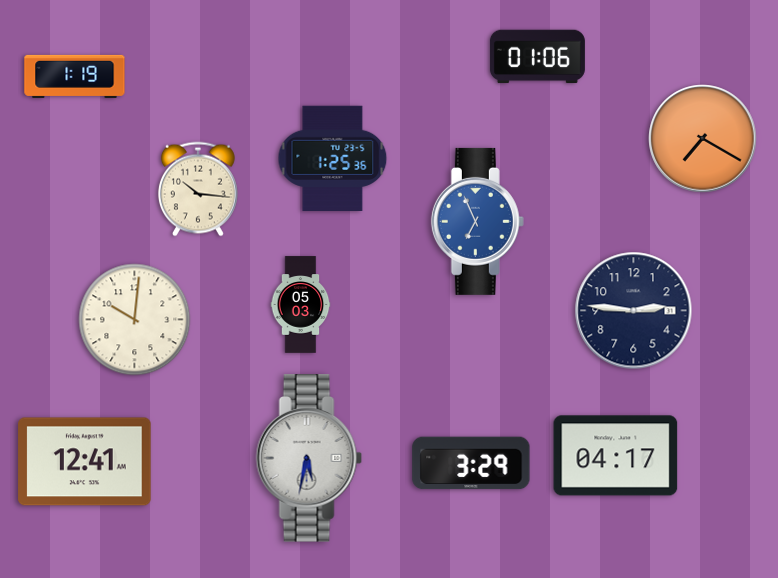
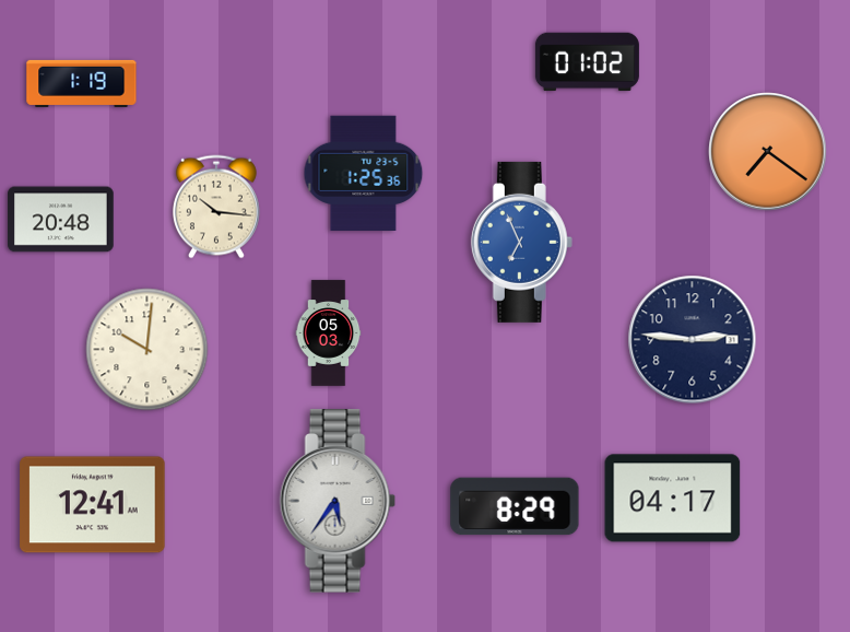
clock at (537, 57): 01:06 -> 01:02
clock at (703, 139): 7:20 -> 7:21
clock at (61, 220): none -> 20:48
clock at (309, 458): 5:32 -> 5:36
clock at (471, 463): 3:29 -> 8:29
